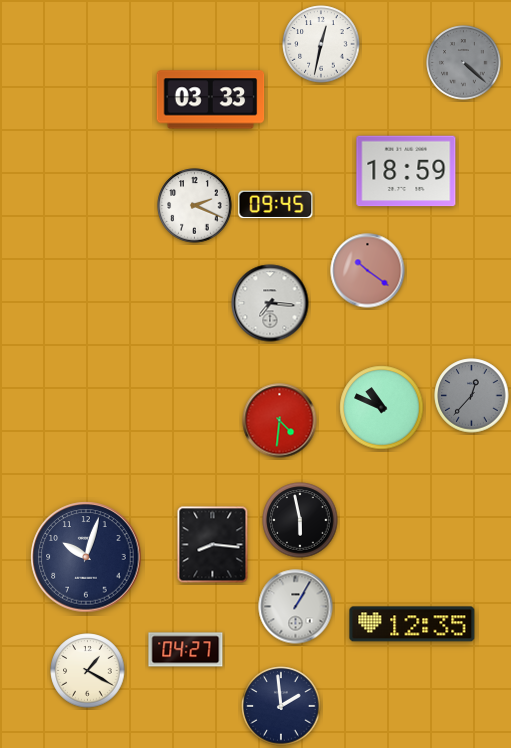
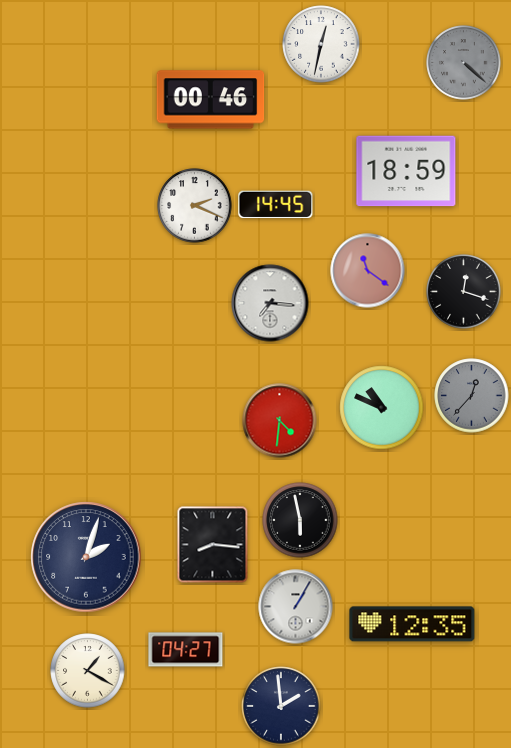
clock at (211, 100): 03:33 -> 00:46
clock at (276, 205): 09:45 -> 14:45
clock at (368, 271): 10:21 -> 11:21
clock at (464, 292): none -> 12:18
clock at (86, 557): 10:03 -> 2:03
